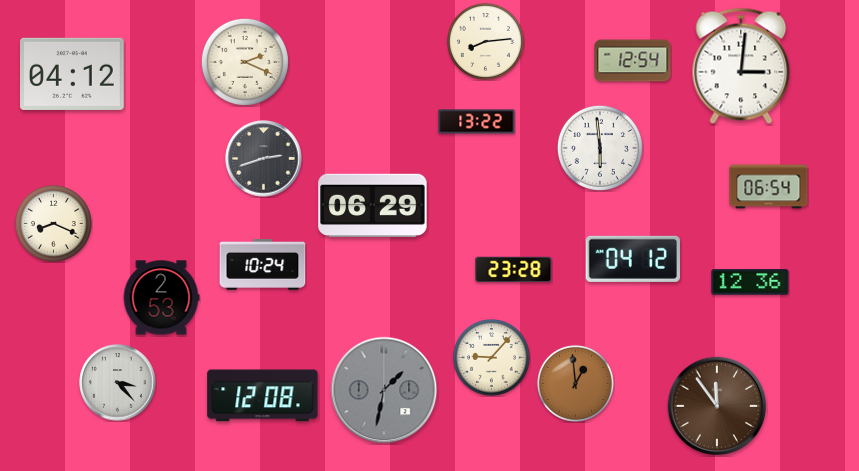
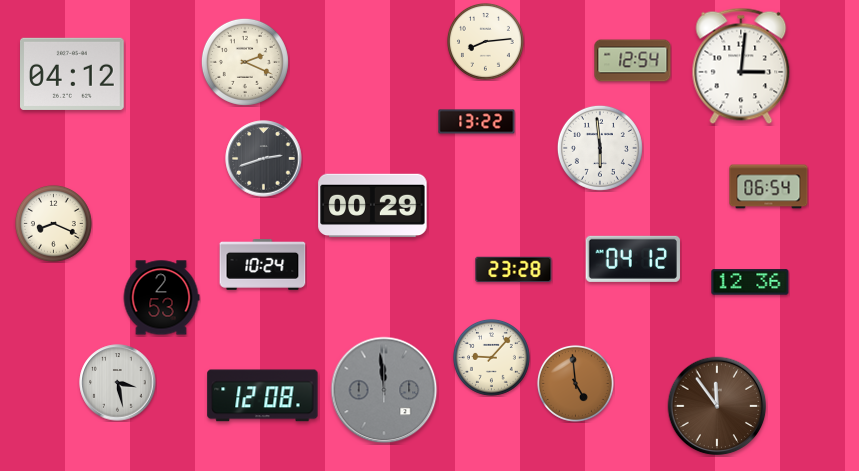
clock at (373, 206): 06:29 -> 00:29
clock at (118, 383): 3:23 -> 3:28
clock at (575, 383): 12:59 -> 4:59
clock at (384, 390): 1:32 -> 11:59
